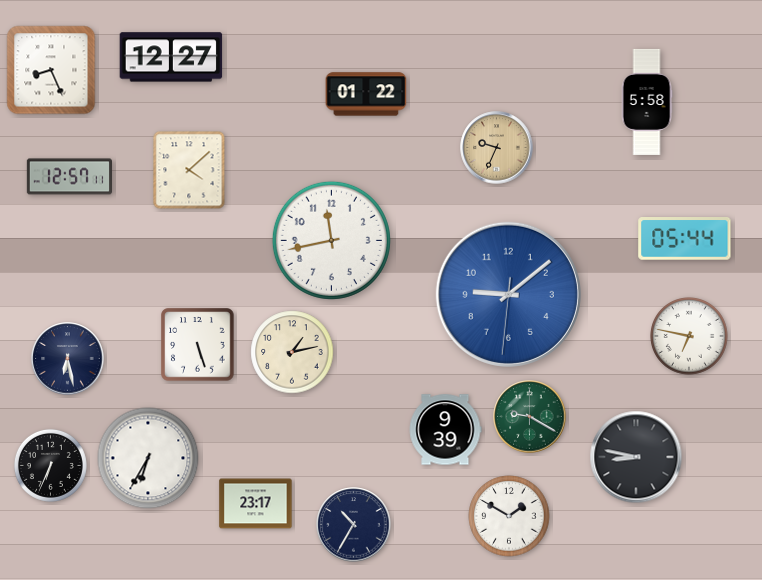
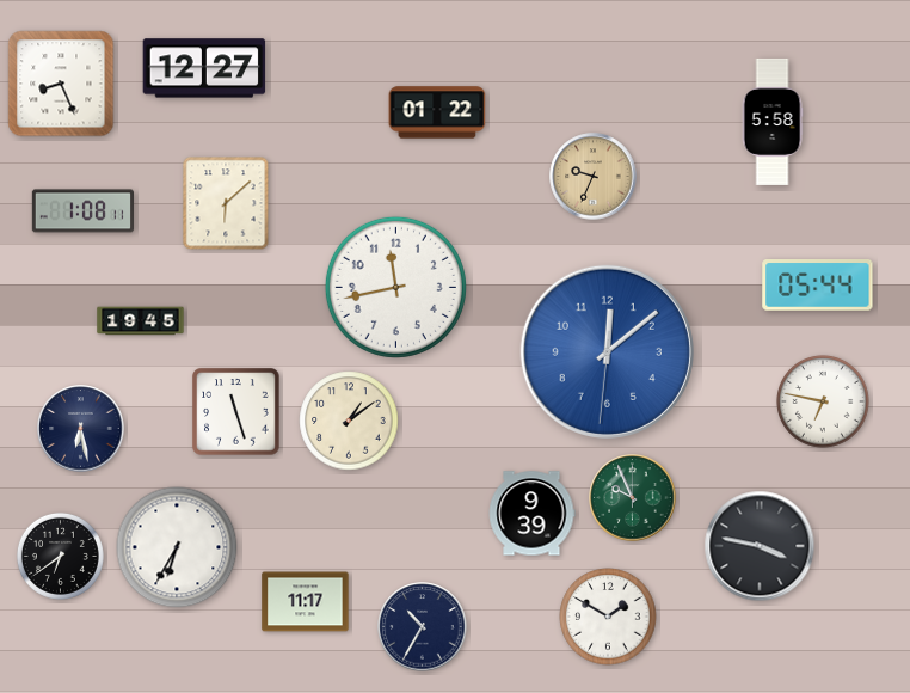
clock at (189, 170): 4:08 -> 6:08
clock at (69, 177): 12:57 -> 1:08
clock at (141, 321): none -> 19:45
clock at (508, 294): 9:08 -> 12:08
clock at (198, 345): 5:27 -> 11:27
clock at (292, 352): 1:13 -> 1:09
clock at (530, 417): 9:20 -> 9:56
clock at (636, 457): 8:47 -> 3:47
clock at (50, 465): 6:34 -> 6:39
clock at (256, 504): 23:17 -> 11:17
